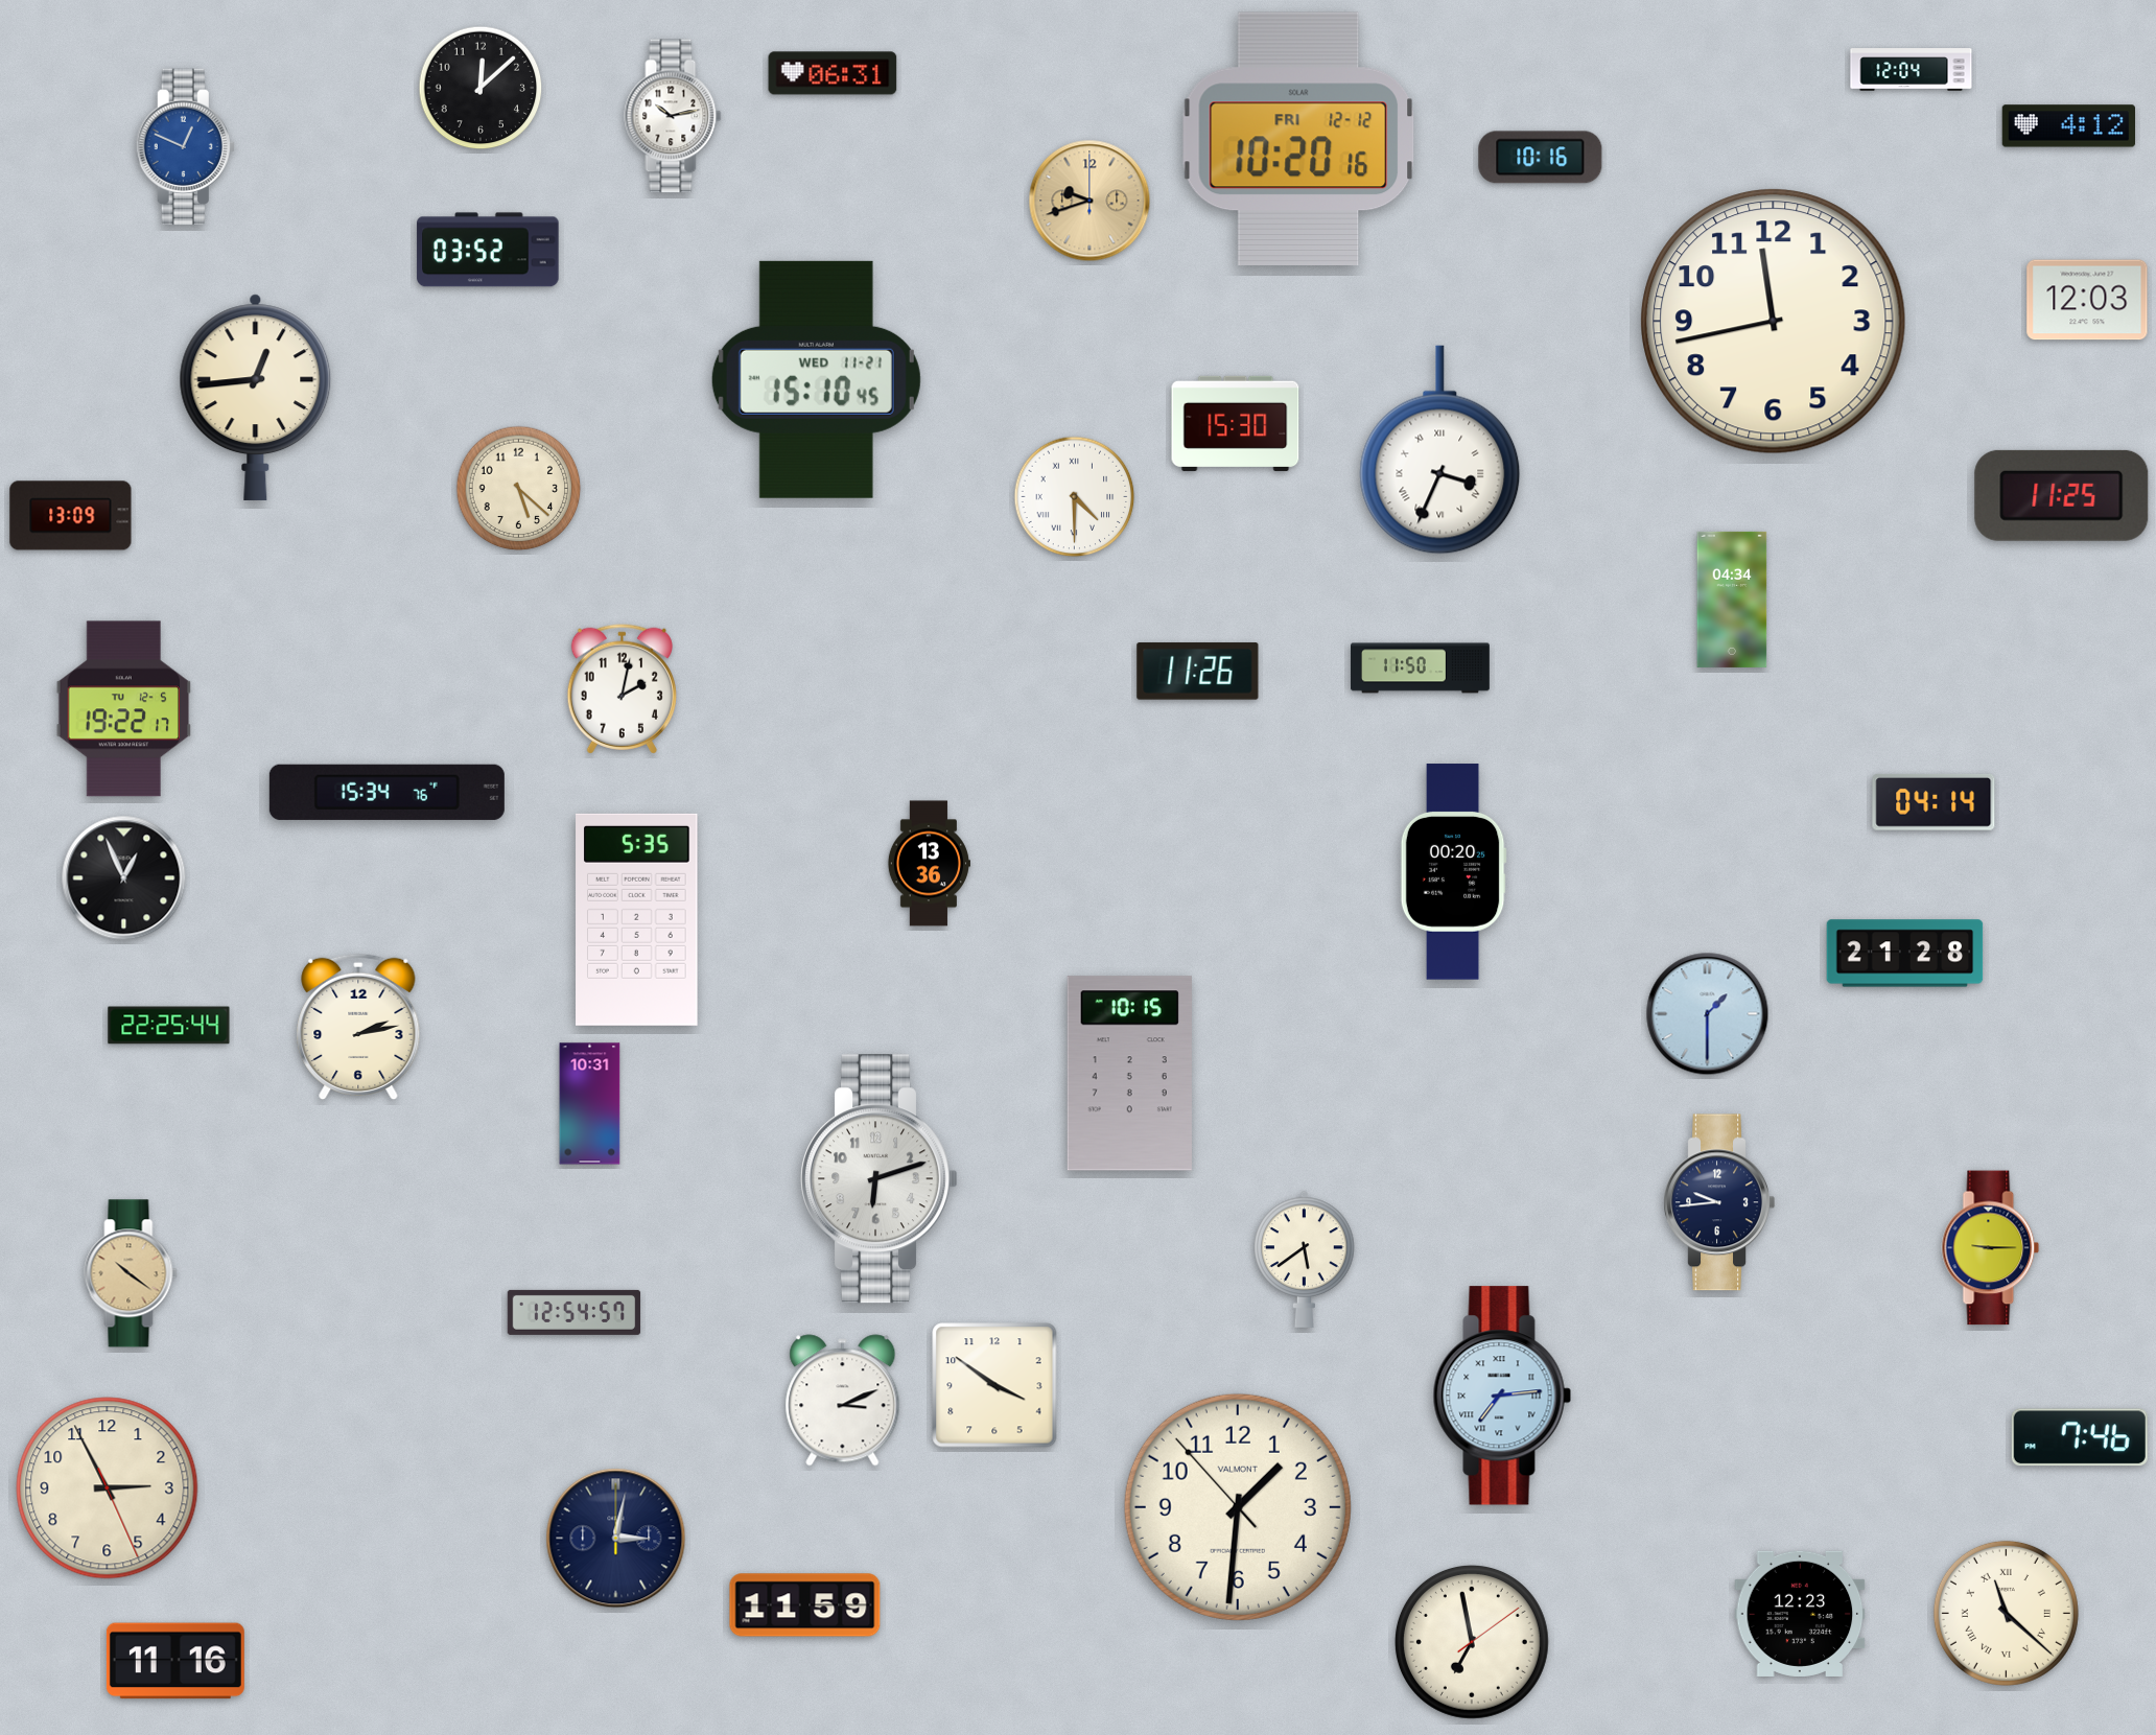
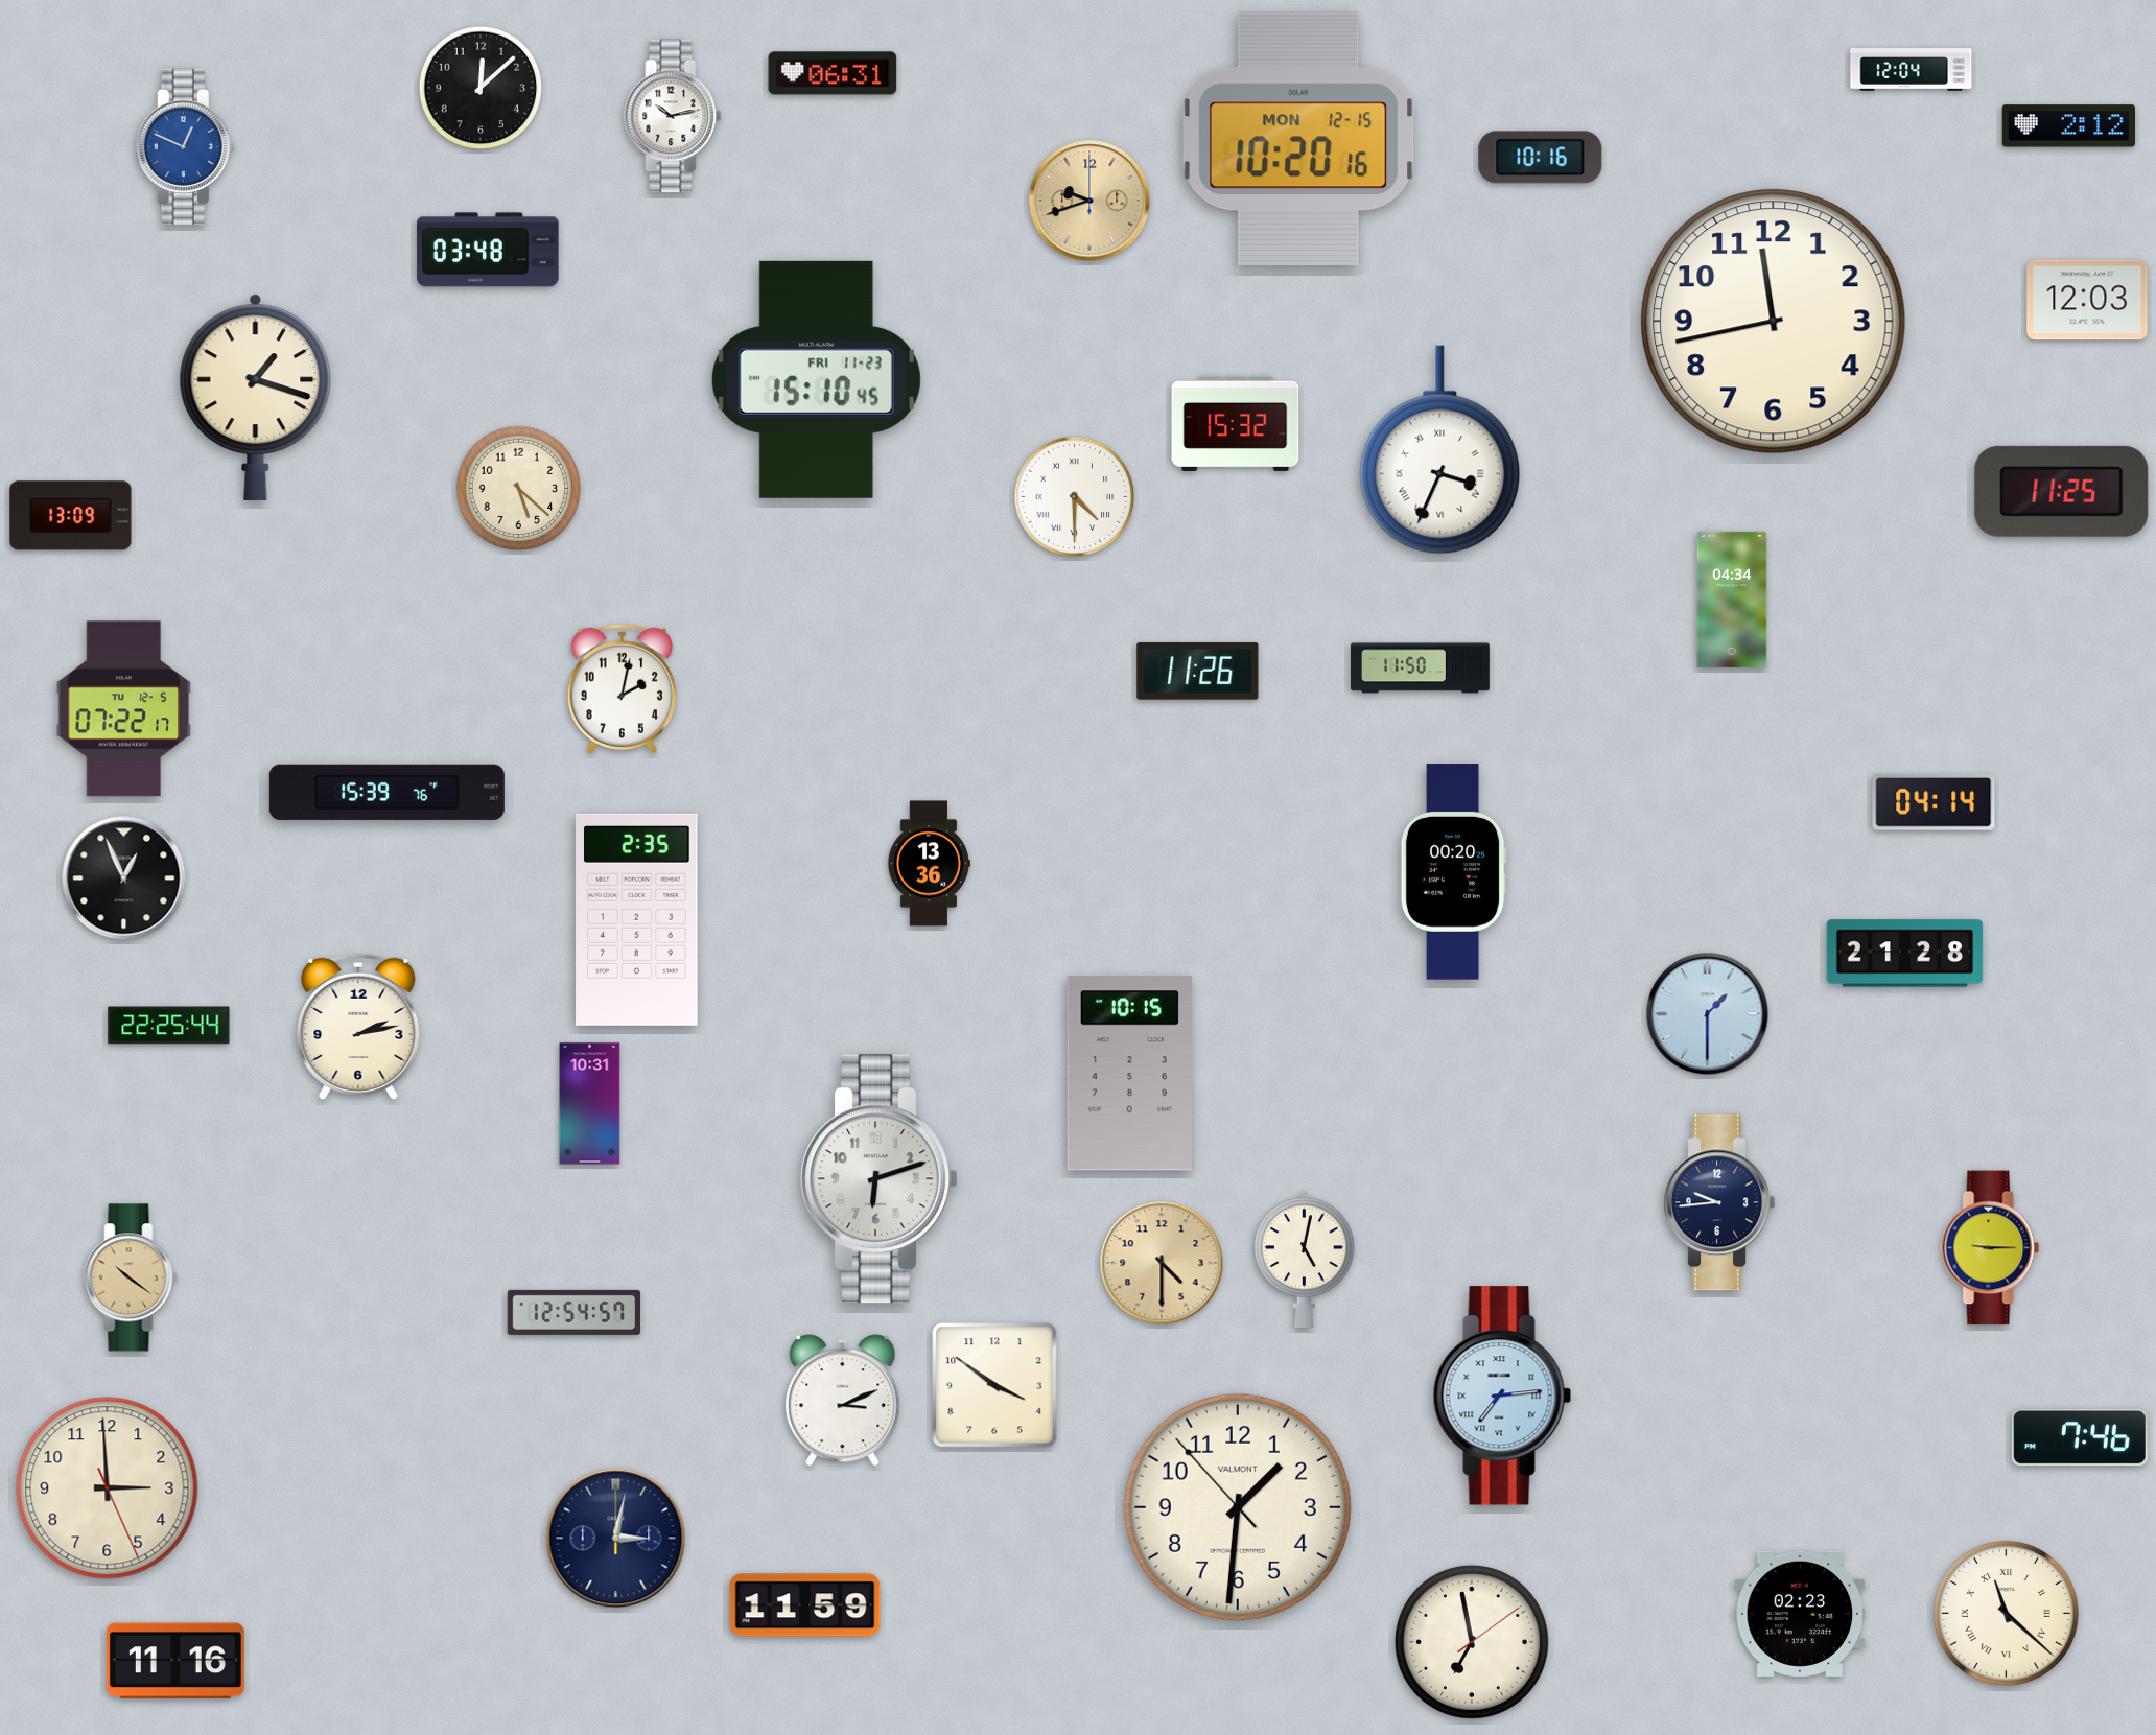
clock at (2068, 126): 4:12 -> 2:12
clock at (1298, 138) date: FRI 12-12 -> MON 12-15
clock at (488, 250): 03:52 -> 03:48
clock at (816, 379) date: WED 11-21 -> FRI 11-23
clock at (256, 397): 12:44 -> 1:18
clock at (1236, 423): 15:30 -> 15:32
clock at (2062, 495) position: (2062, 495) -> (2062, 491)
clock at (124, 709): 19:22 -> 07:22
clock at (386, 792): 15:34 -> 15:39
clock at (637, 919): 5:35 -> 2:35
clock at (1305, 1259): 5:39 -> 5:02
clock at (1162, 1263): none -> 4:30
clock at (131, 1273) position: (131, 1273) -> (131, 1277)
clock at (108, 1488): 2:55 -> 2:59
clock at (1800, 1614): 12:23 -> 02:23
